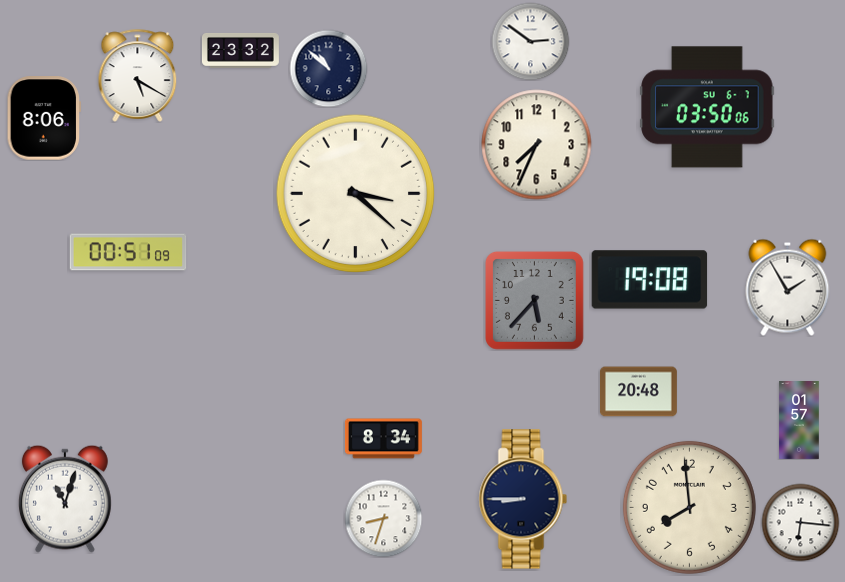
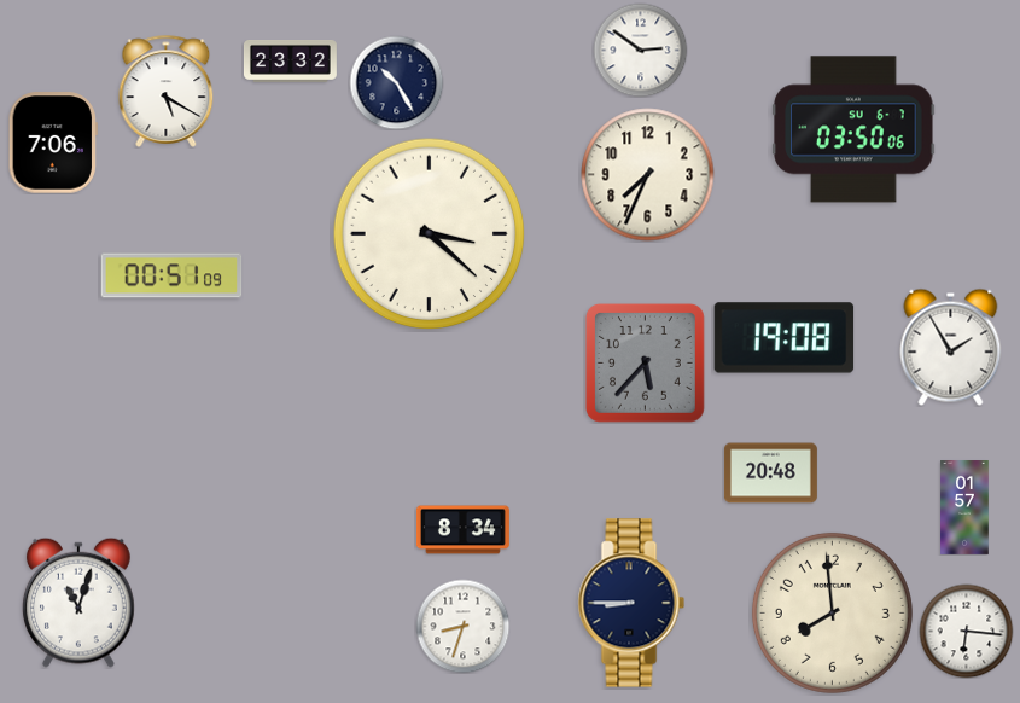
clock at (328, 68): 10:52 -> 10:25
clock at (43, 118): 8:06 -> 7:06
clock at (128, 252) position: (128, 252) -> (171, 275)
